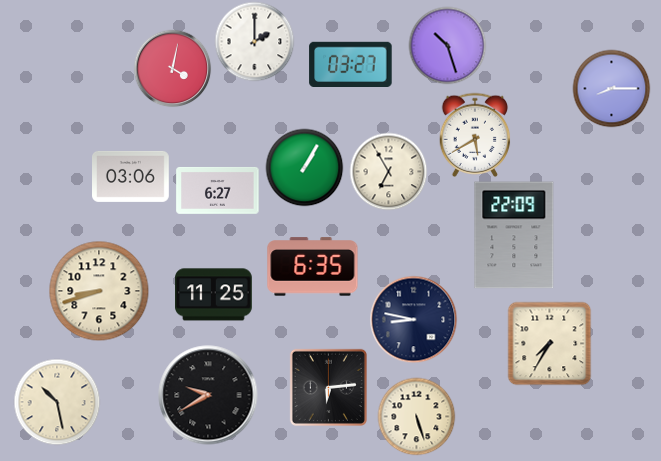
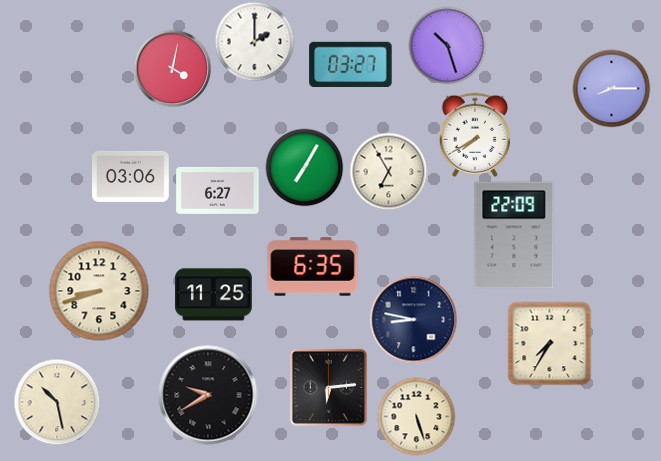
clock at (475, 134): 5:40 -> 7:40
clock at (304, 167): 1:05 -> 7:05
